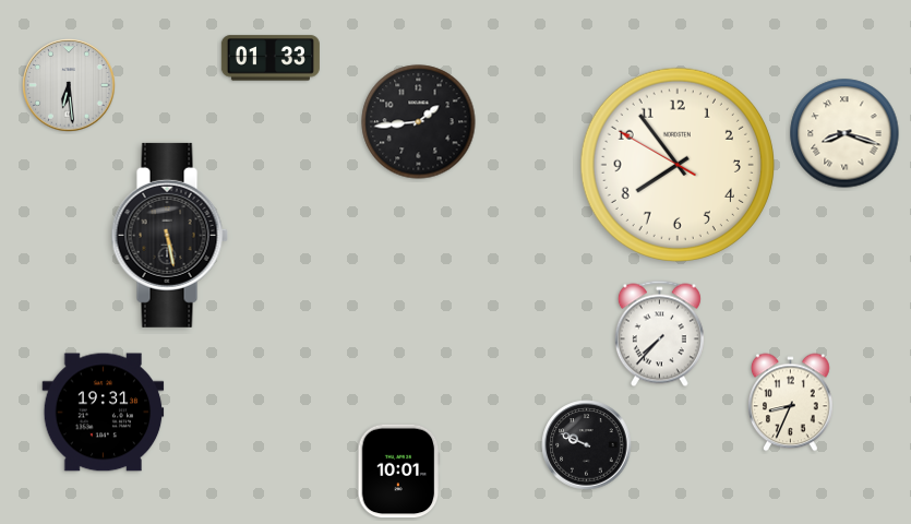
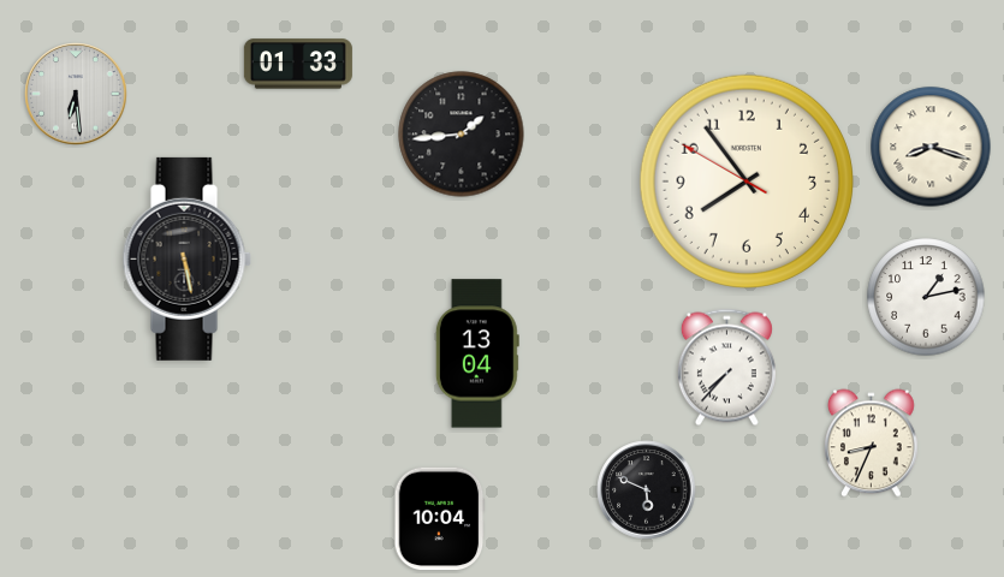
clock at (926, 297): none -> 1:13
clock at (477, 353): none -> 13:04
clock at (104, 413): 19:31 -> none
clock at (587, 445): 9:49 -> 5:49
clock at (399, 472): 10:01 -> 10:04
